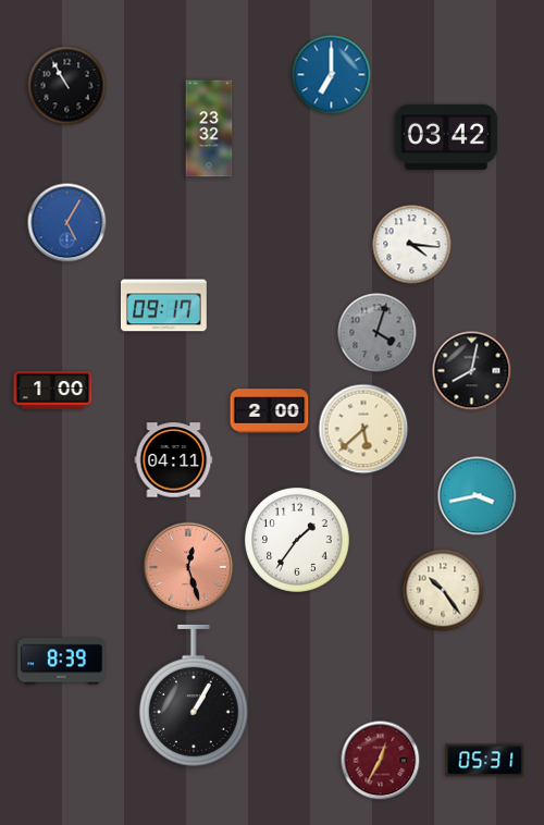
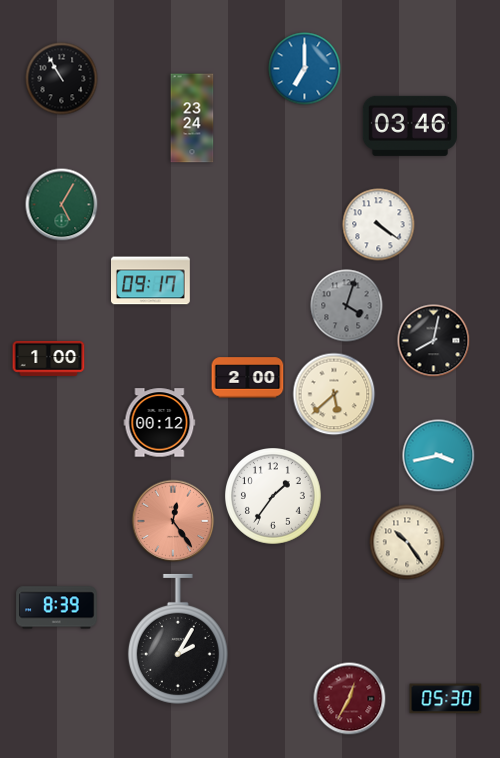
clock at (209, 128): 23:32 -> 23:24
clock at (446, 137): 03:42 -> 03:46
clock at (67, 223) dial: blue -> green
clock at (412, 245): 4:16 -> 4:21
clock at (174, 460): 04:11 -> 00:12
clock at (188, 567): 12:27 -> 12:24
clock at (194, 695): 1:05 -> 2:05
clock at (485, 761): 05:31 -> 05:30
